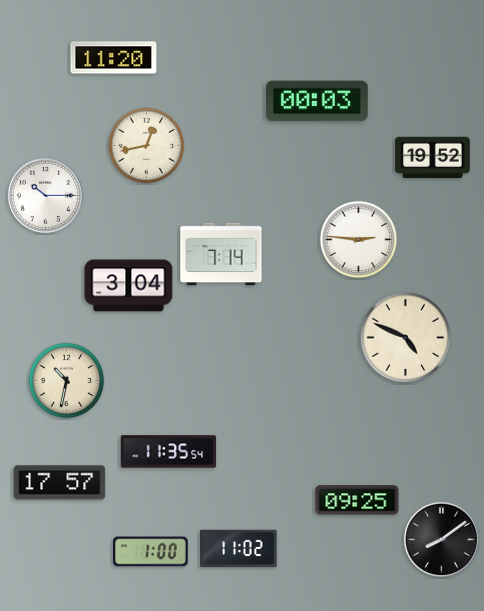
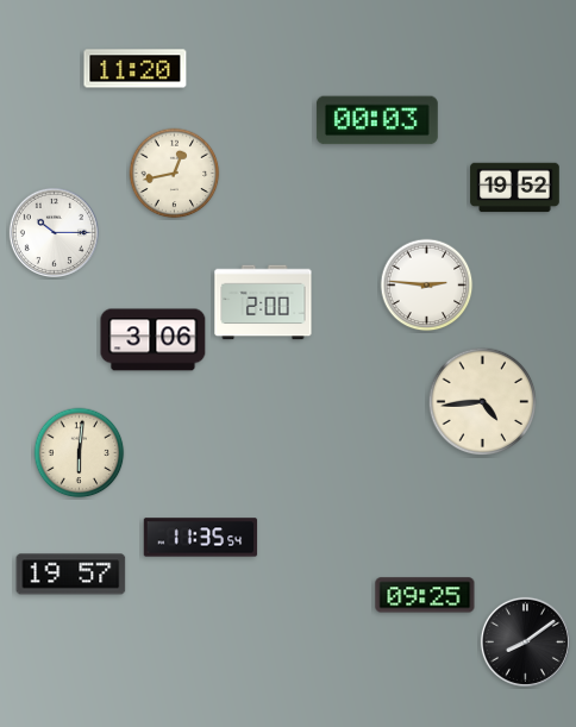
clock at (221, 254): 7:14 -> 2:00
clock at (129, 286): 3:04 -> 3:06
clock at (406, 338): 4:49 -> 4:44
clock at (67, 381): 10:32 -> 6:01
clock at (60, 483): 17:57 -> 19:57
clock at (239, 549): 11:02 -> none
clock at (151, 552): 1:00 -> none
